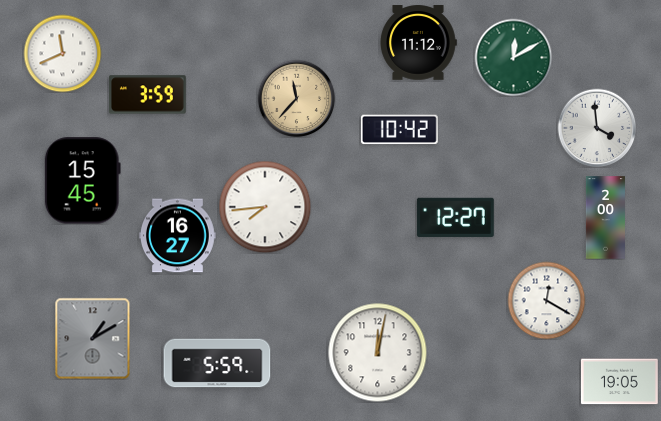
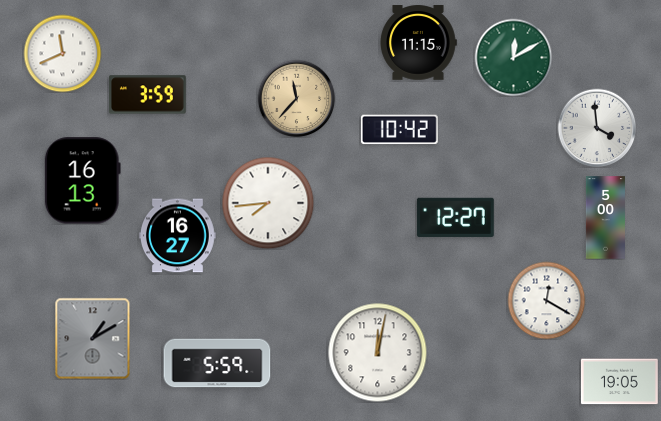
clock at (418, 43): 11:12 -> 11:15
clock at (82, 181): 15:45 -> 16:13
clock at (265, 207) position: (265, 207) -> (268, 203)
clock at (605, 218): 2:00 -> 5:00
